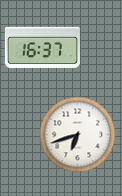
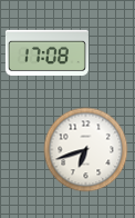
clock at (42, 47): 16:37 -> 17:08
